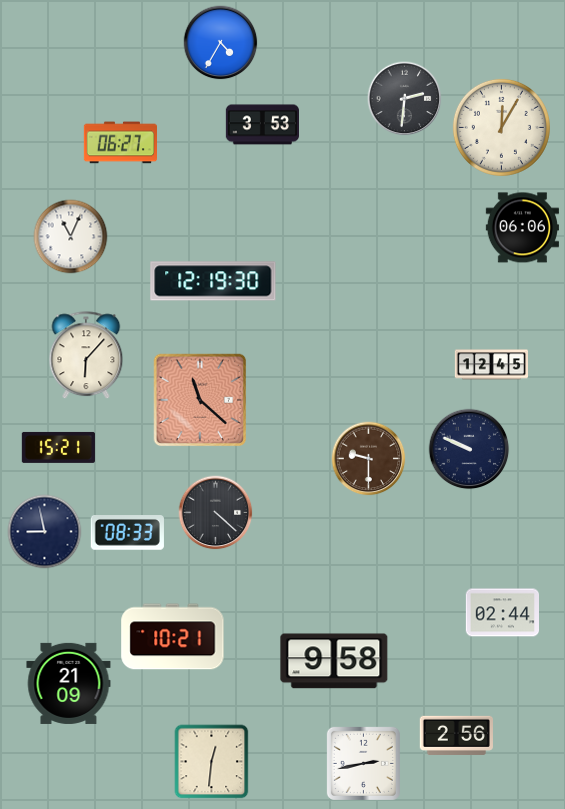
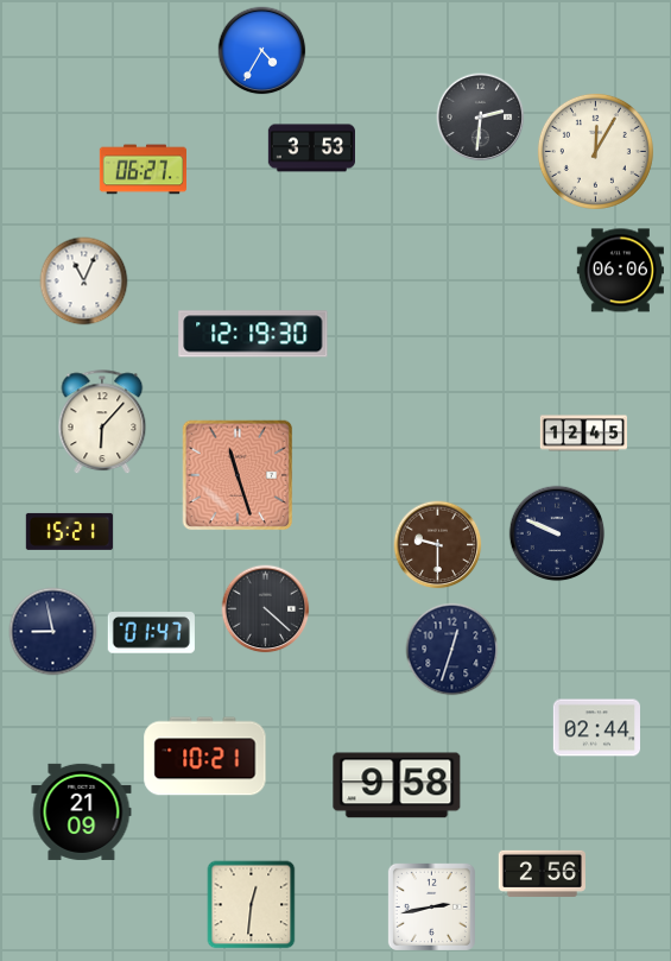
clock at (200, 400): 11:22 -> 11:27
clock at (216, 513) position: (216, 513) -> (266, 609)
clock at (127, 533): 08:33 -> 01:47
clock at (452, 650): none -> 12:33
